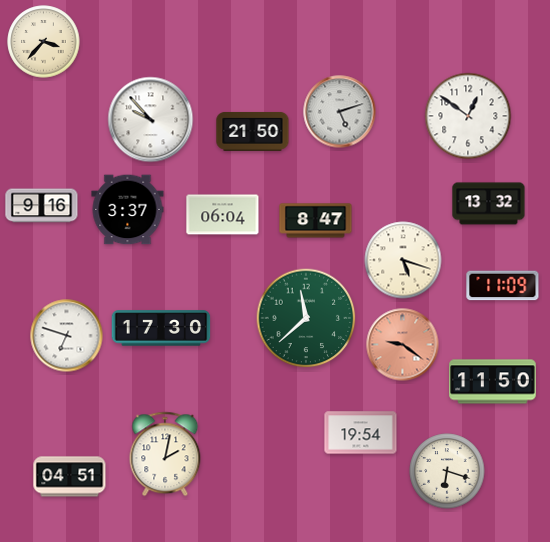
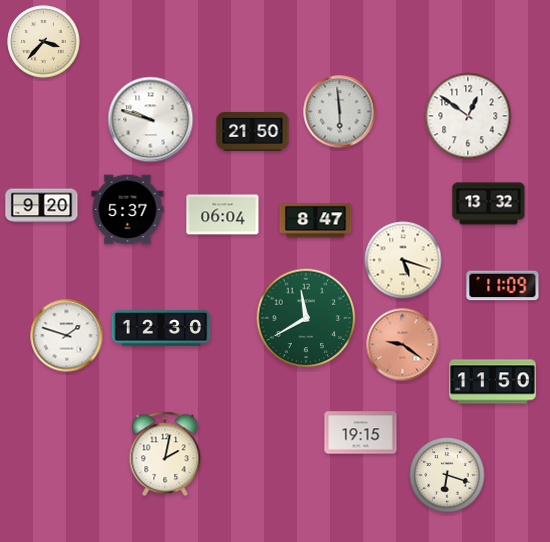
clock at (340, 112): 5:12 -> 5:59
clock at (151, 120): 9:53 -> 9:48
clock at (42, 206): 9:16 -> 9:20
clock at (128, 210): 3:37 -> 5:37
clock at (306, 318): 11:38 -> 11:40
clock at (161, 328): 17:30 -> 12:30
clock at (67, 336): 6:48 -> 1:48
clock at (361, 433): 19:54 -> 19:15
clock at (447, 471) position: (447, 471) -> (447, 475)
clock at (70, 477): 04:51 -> none
